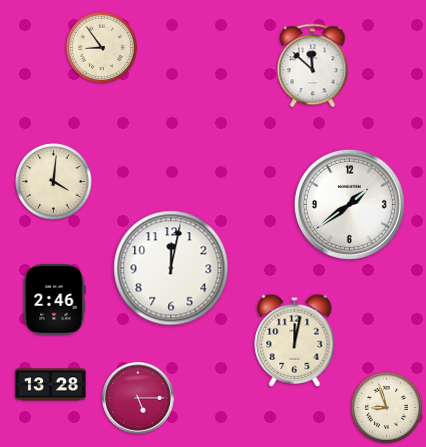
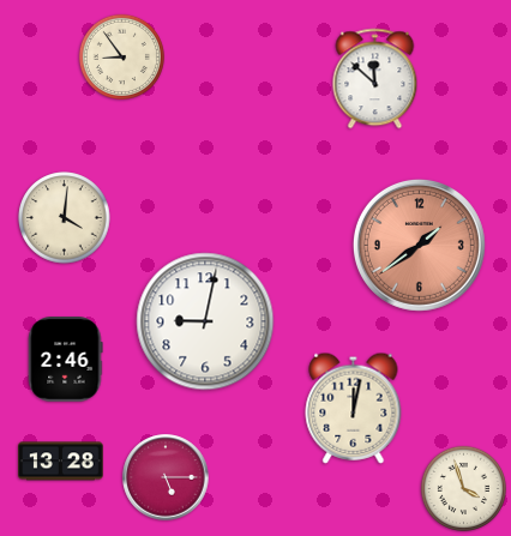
clock at (349, 204) dial: white -> salmon
clock at (171, 268): 12:02 -> 9:02
clock at (386, 407): 8:57 -> 3:57
